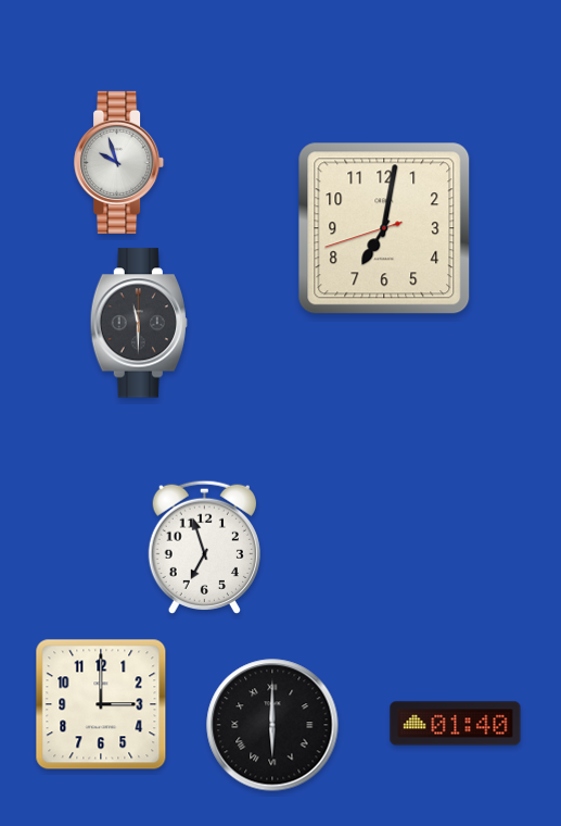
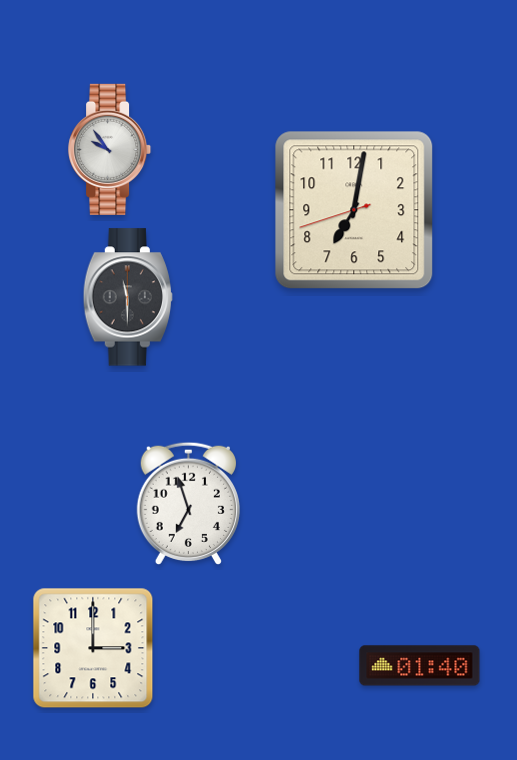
clock at (119, 162): 9:57 -> 9:54
clock at (272, 725): 6:00 -> none
